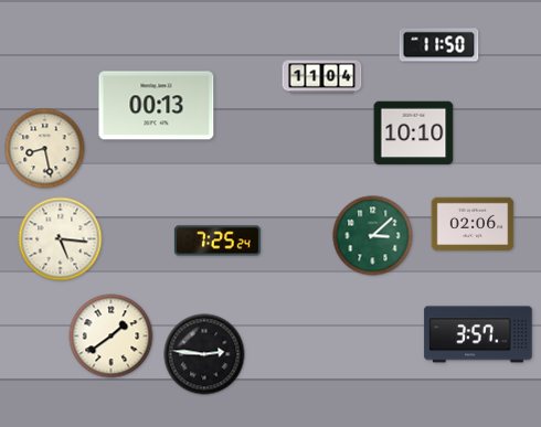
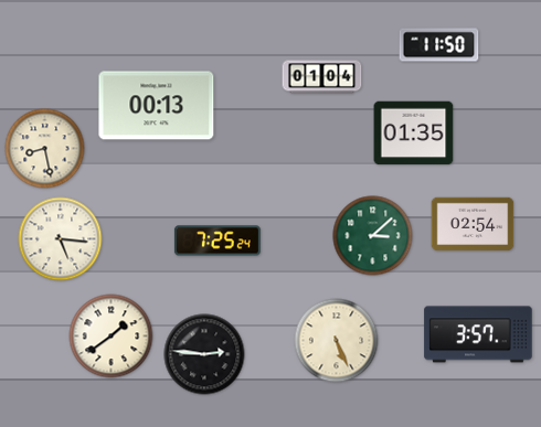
clock at (322, 77): 11:04 -> 01:04
clock at (414, 134): 10:10 -> 01:35
clock at (473, 224): 02:06 -> 02:54
clock at (337, 341): none -> 5:26
